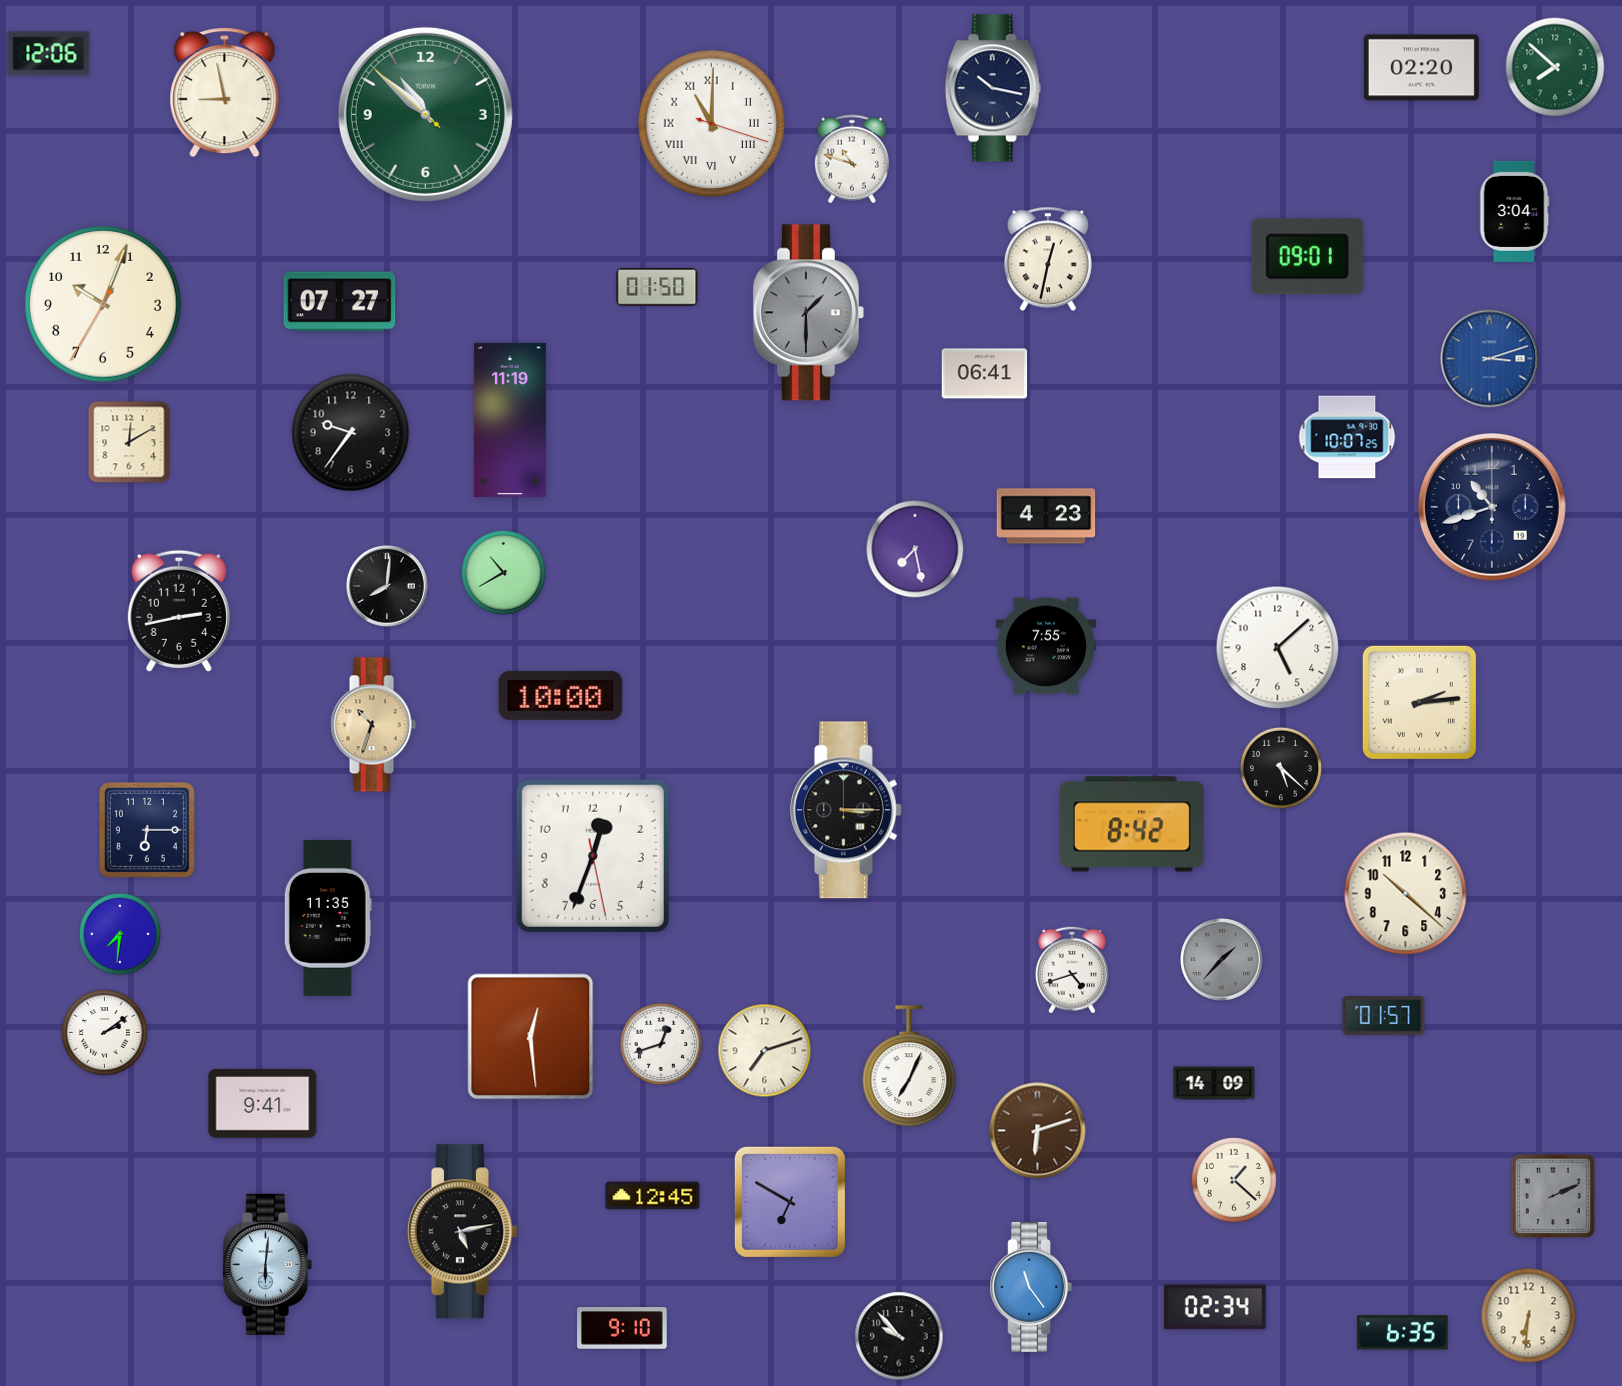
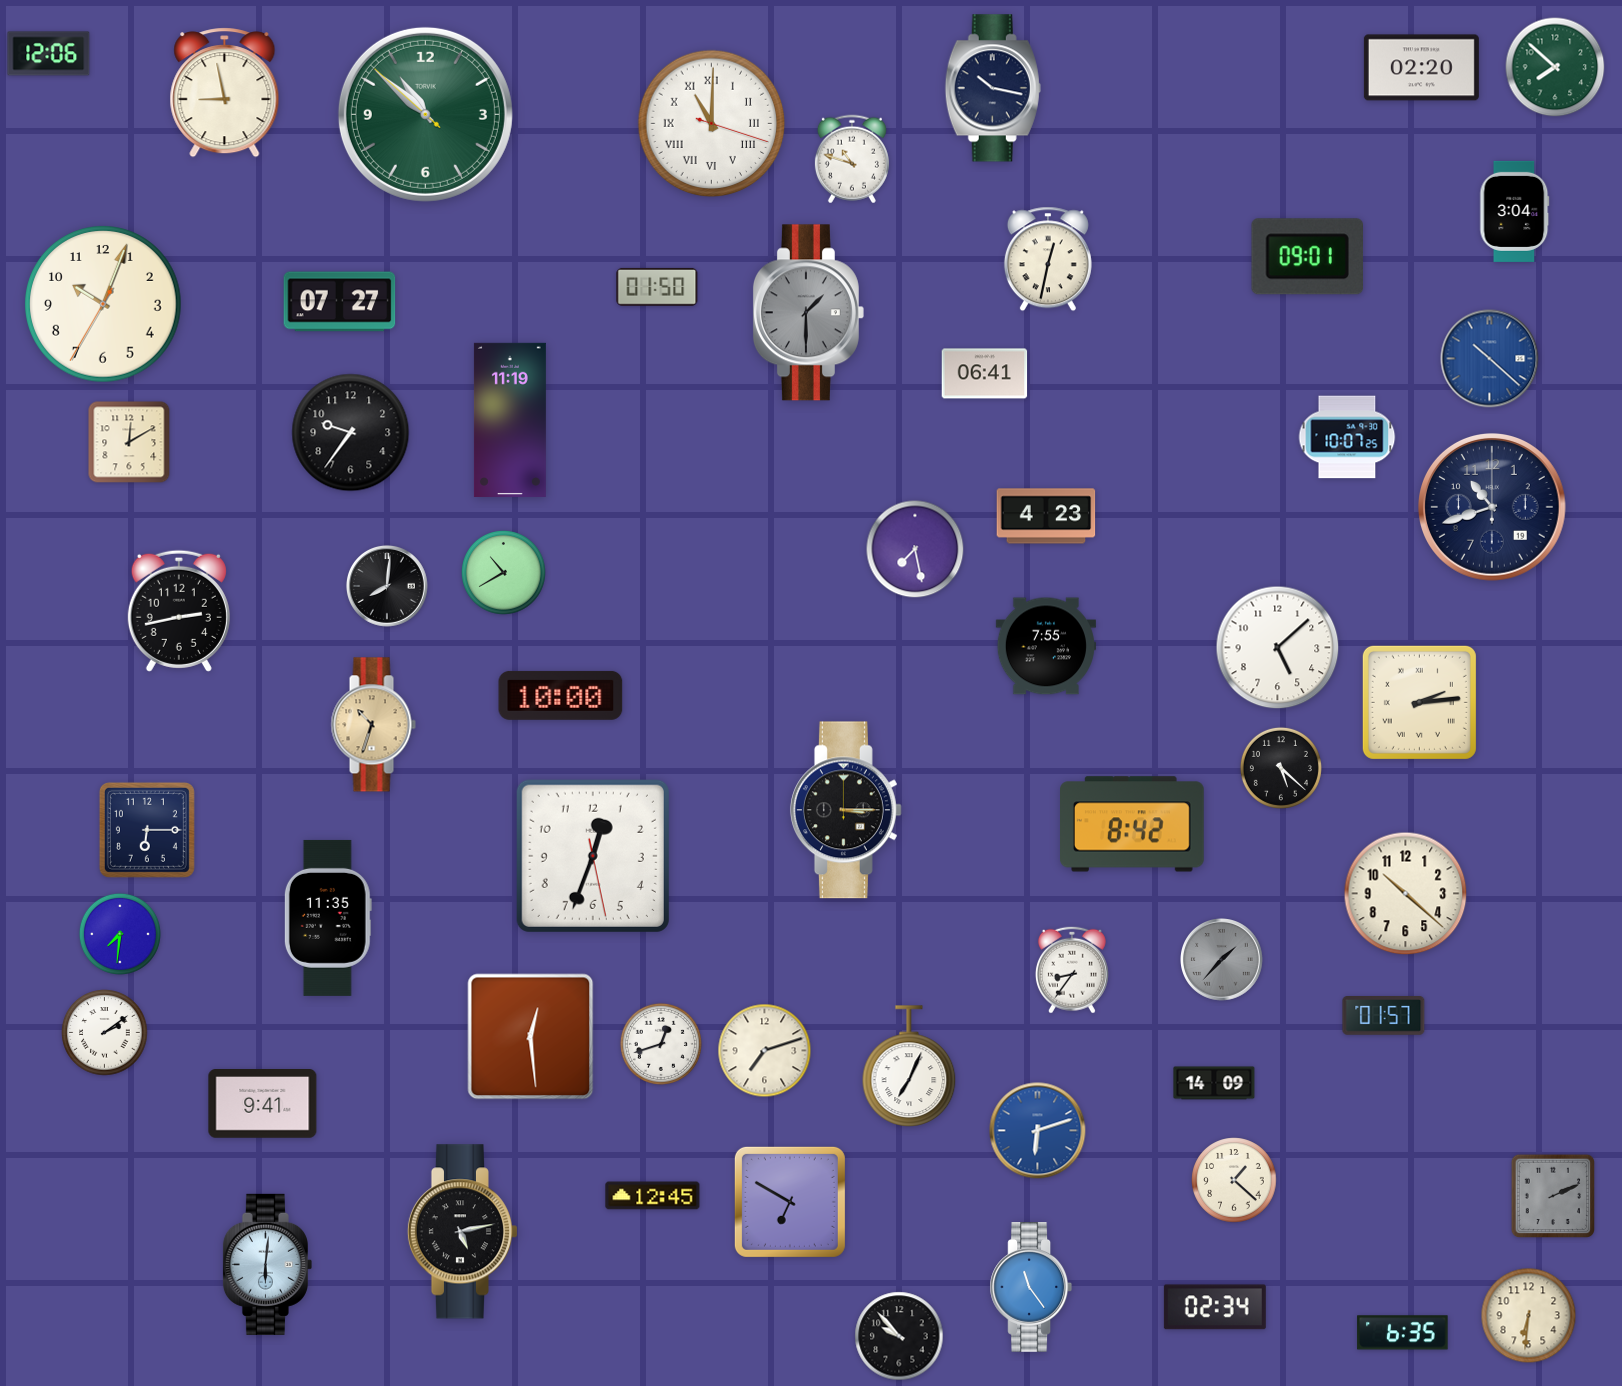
clock at (1490, 359): 3:12 -> 10:22
clock at (1072, 970): 4:42 -> 8:36
clock at (1038, 1131) dial: brown -> blue
clock at (623, 1328): 9:10 -> none
